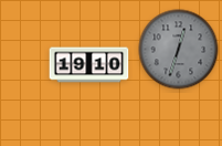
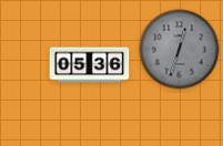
clock at (89, 65): 19:10 -> 05:36
